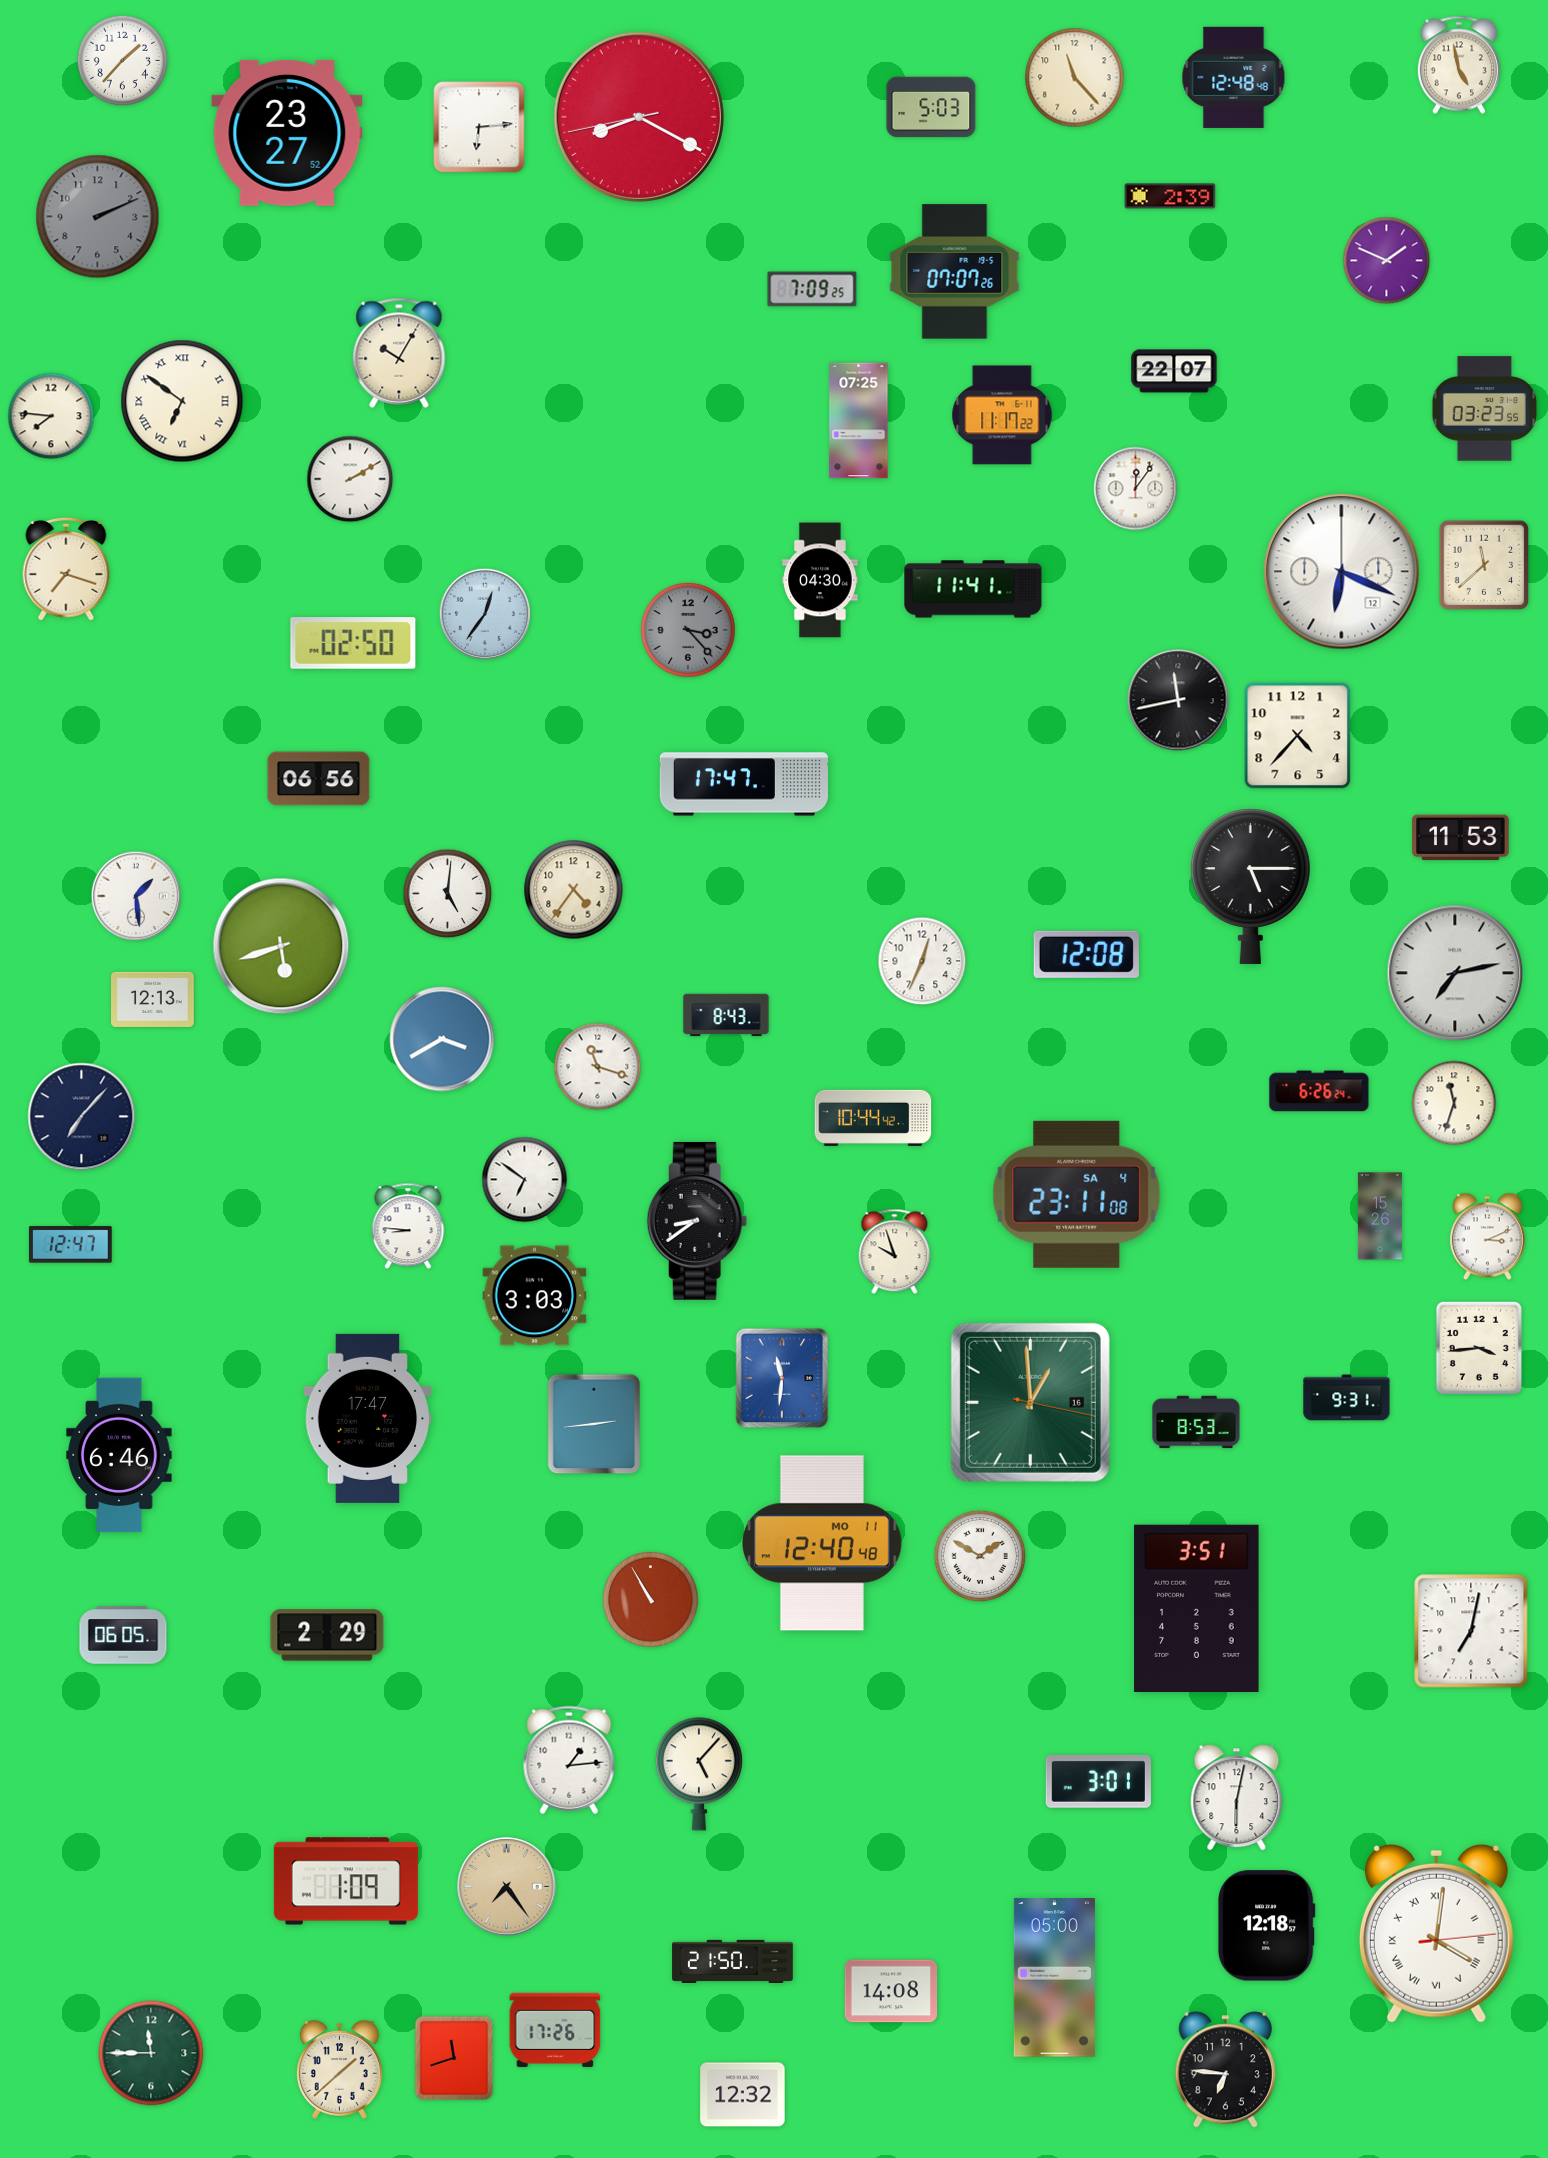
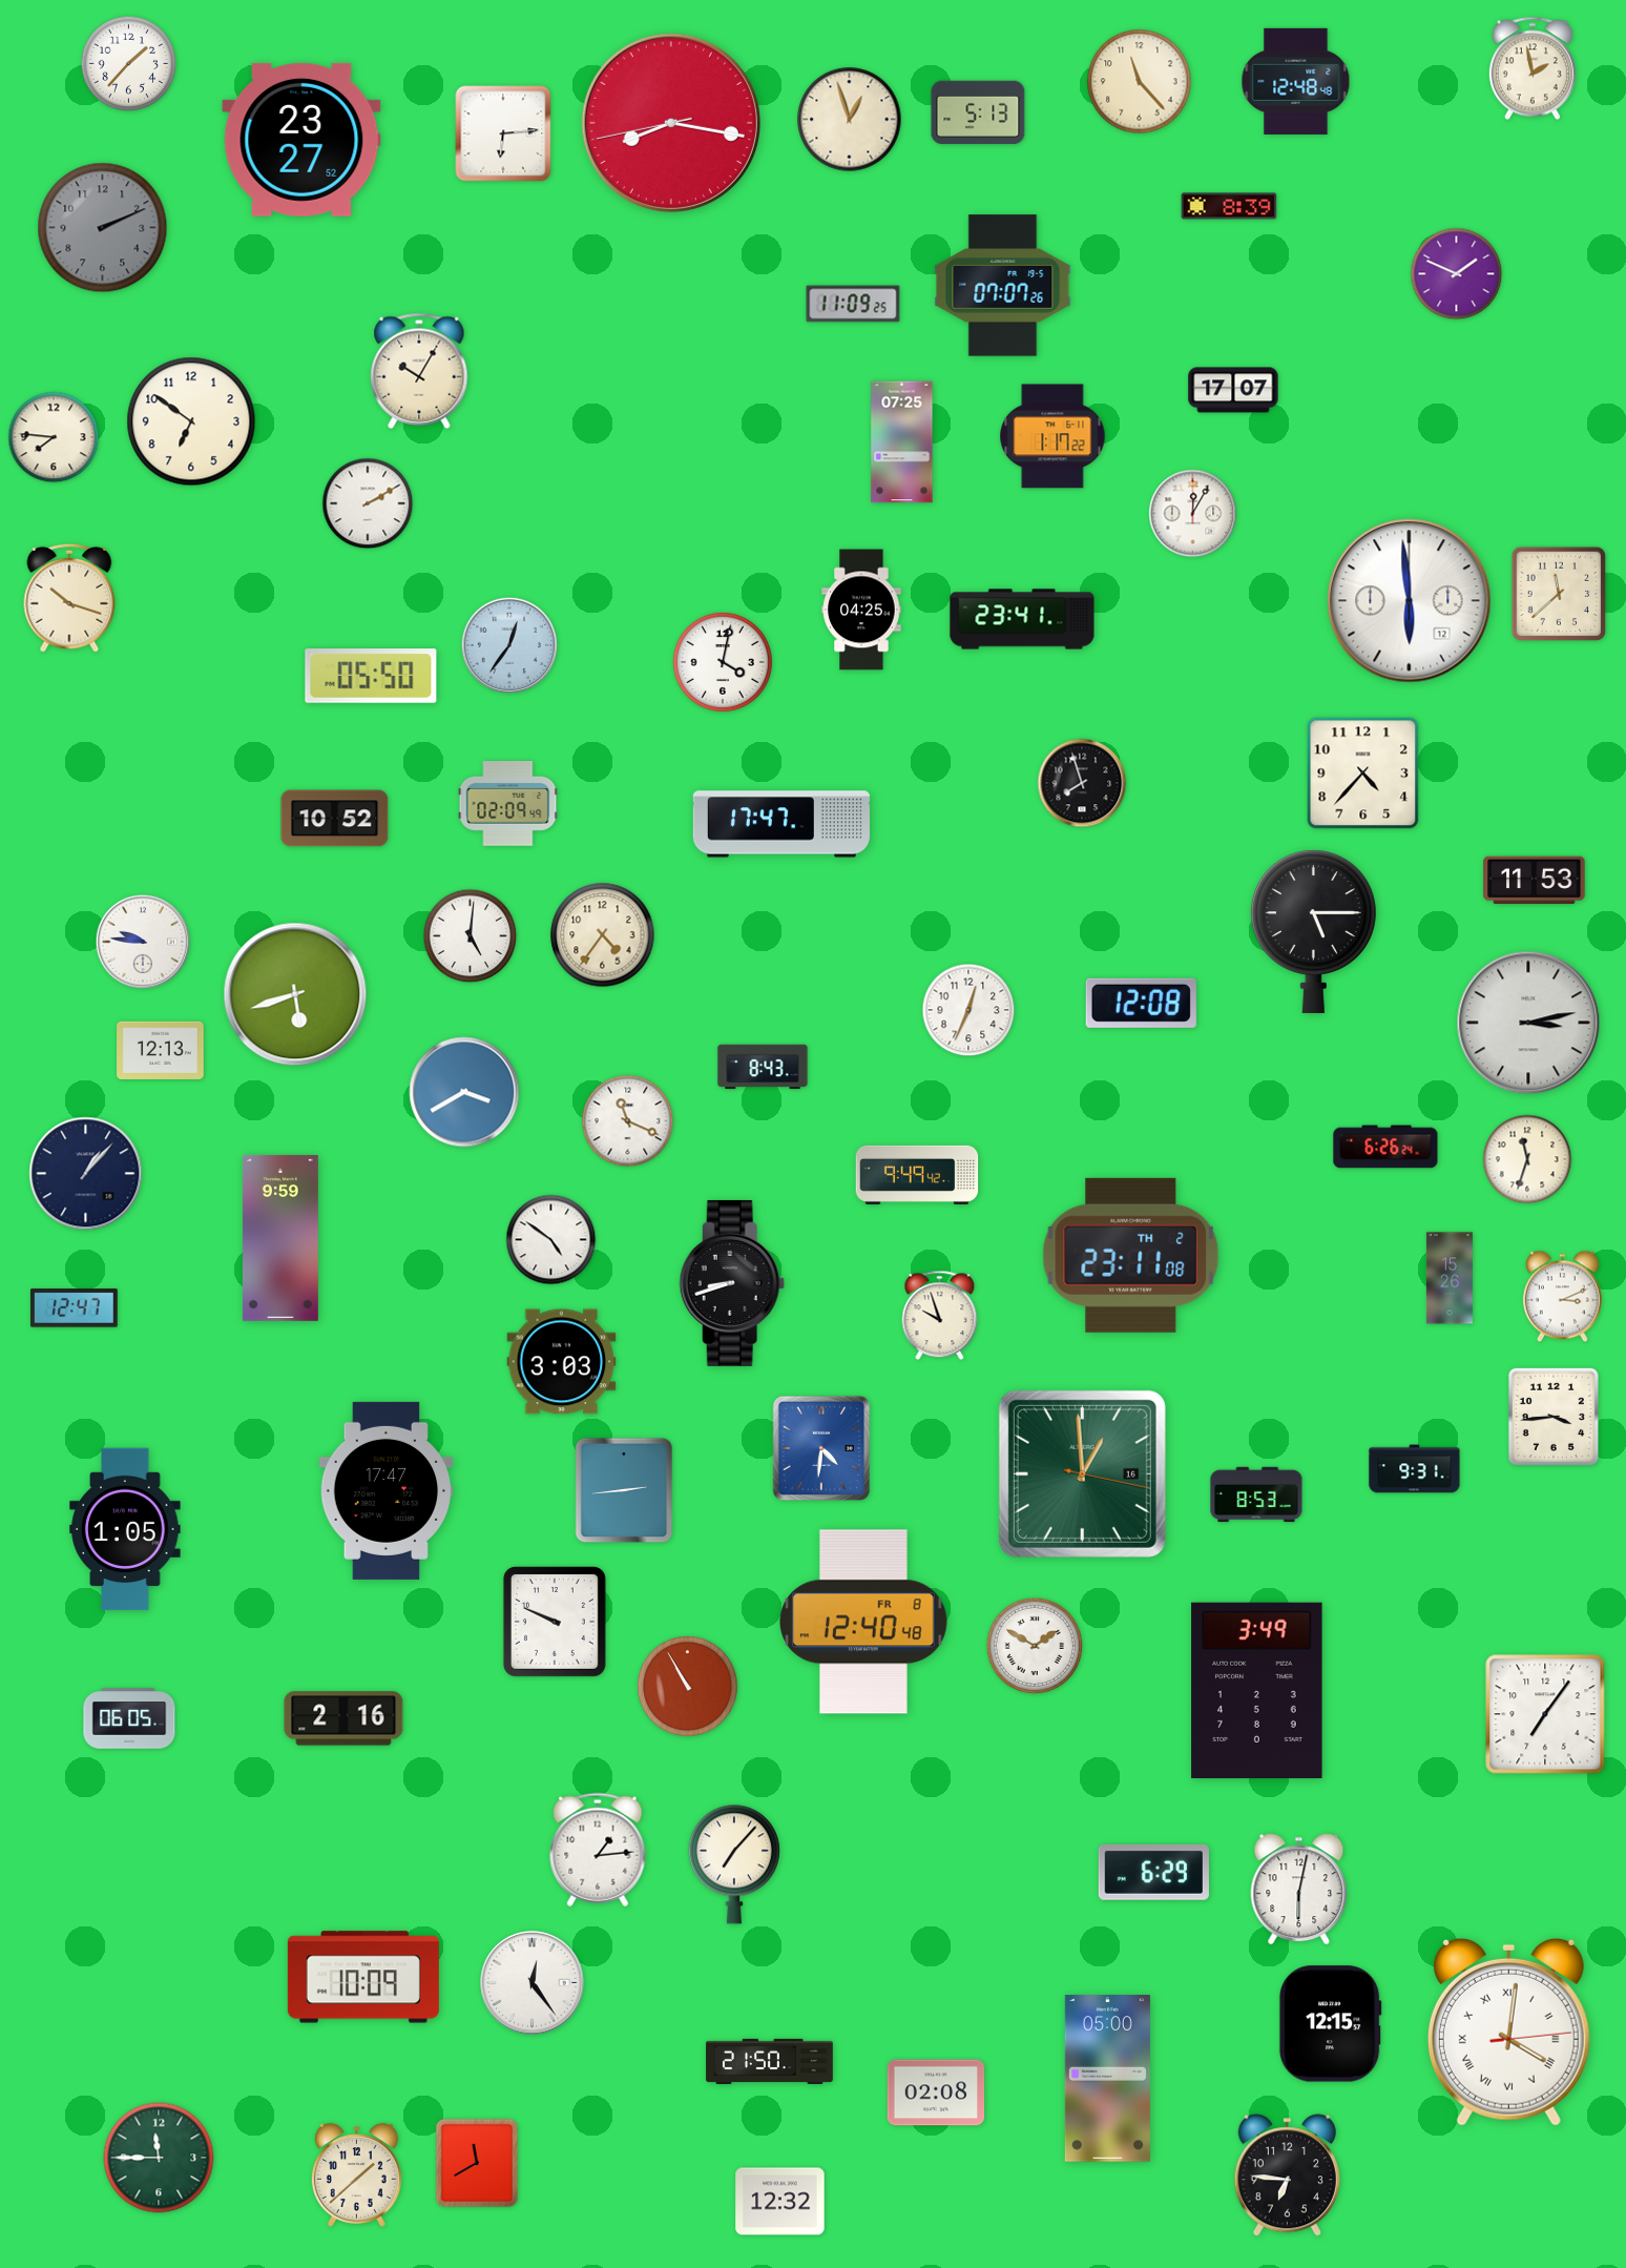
clock at (1459, 65): 4:58 -> 1:58
clock at (1075, 78) position: (1075, 78) -> (1140, 82)
clock at (931, 107): 5:03 -> 5:13
clock at (850, 120): none -> 12:57
clock at (639, 117): 8:19 -> 8:16
clock at (1170, 196): 2:39 -> 8:39
clock at (812, 289): 7:09 -> 11:09
clock at (1174, 371): 22:07 -> 17:07
clock at (182, 401) numerals: Roman -> Arabic
clock at (1485, 409): 03:23 -> none
clock at (1002, 415): 11:17 -> 1:17
clock at (1136, 489): 12:06 -> 12:05
clock at (66, 569): 7:18 -> 10:18
clock at (1342, 572): 6:19 -> 5:59
clock at (820, 580): 04:30 -> 04:25
clock at (973, 589): 11:41 -> 23:41
clock at (688, 630): 3:23 -> 4:02
clock at (688, 630) dial: grey -> white
clock at (353, 643): 02:50 -> 05:50
clock at (1178, 700): 11:43 -> none
clock at (1082, 783): none -> 7:57
clock at (508, 804): none -> 02:09
clock at (319, 779): 06:56 -> 10:52
clock at (448, 894) position: (448, 894) -> (471, 936)
clock at (136, 896): 1:29 -> 9:46
clock at (1455, 973): 7:13 -> 3:13
clock at (598, 1067): 11:18 -> 11:19
clock at (82, 1117): 7:07 -> 1:07
clock at (873, 1118): 10:44 -> 9:49
clock at (280, 1238): none -> 9:59
clock at (525, 1180): 6:51 -> 4:51
clock at (1077, 1194) date: SA 4 -> TH 2
clock at (697, 1221): 8:39 -> 8:42
clock at (408, 1226): 8:46 -> none
clock at (1487, 1237) position: (1487, 1237) -> (1562, 1297)
clock at (782, 1378): 11:31 -> 4:31
clock at (594, 1424) position: (594, 1424) -> (624, 1490)
clock at (119, 1455): 6:46 -> 1:05
clock at (555, 1622): none -> 9:49
clock at (823, 1543) date: MO 11 -> FR 8
clock at (979, 1555) position: (979, 1555) -> (1034, 1645)
clock at (651, 1600) position: (651, 1600) -> (688, 1687)
clock at (1197, 1608): 3:51 -> 3:49
clock at (1471, 1631): 7:02 -> 7:06
clock at (327, 1635): 2:29 -> 2:16
clock at (699, 1774): 5:07 -> 7:07
clock at (1098, 1781): 3:01 -> 6:29
clock at (346, 1881): 1:09 -> 10:09
clock at (507, 1887): 7:24 -> 12:24
clock at (507, 1887) dial: champagne -> white
clock at (1266, 1926): 12:18 -> 12:15
clock at (891, 1991): 14:08 -> 02:08
clock at (555, 2030): 17:26 -> none
clock at (454, 2058): 11:42 -> 11:40
